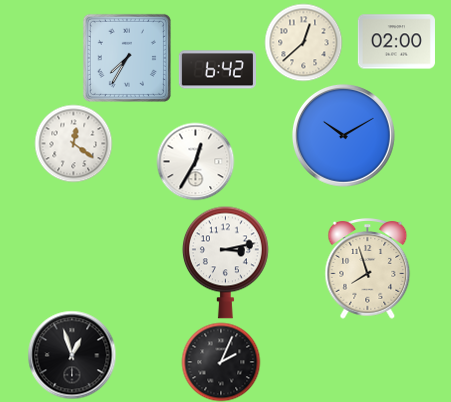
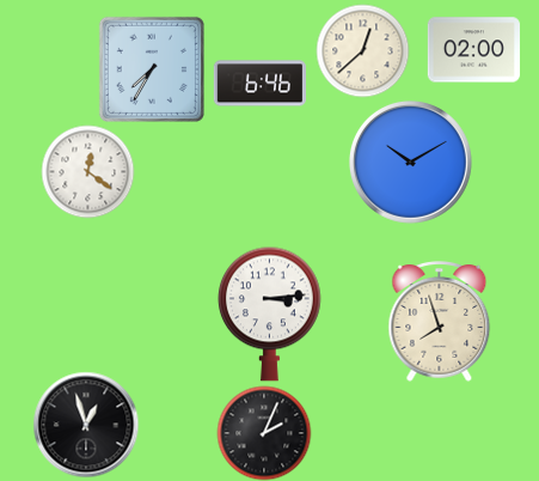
clock at (217, 70): 6:42 -> 6:46
clock at (195, 161): 12:35 -> none
clock at (225, 262): 3:13 -> 3:14
